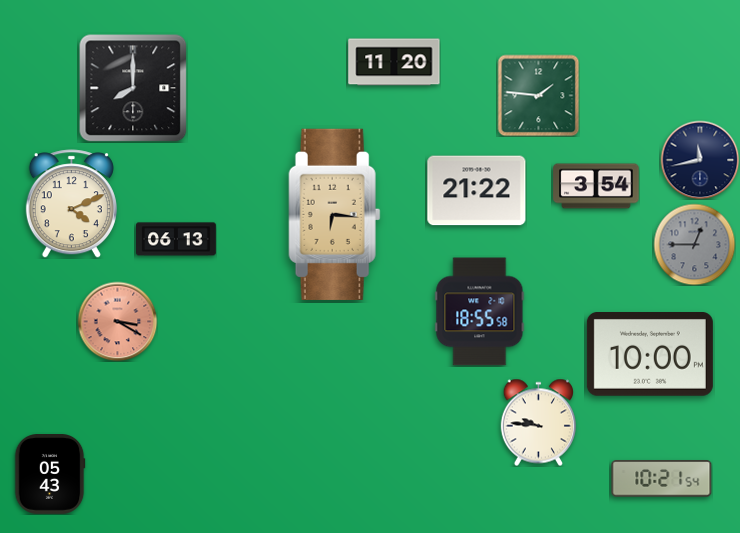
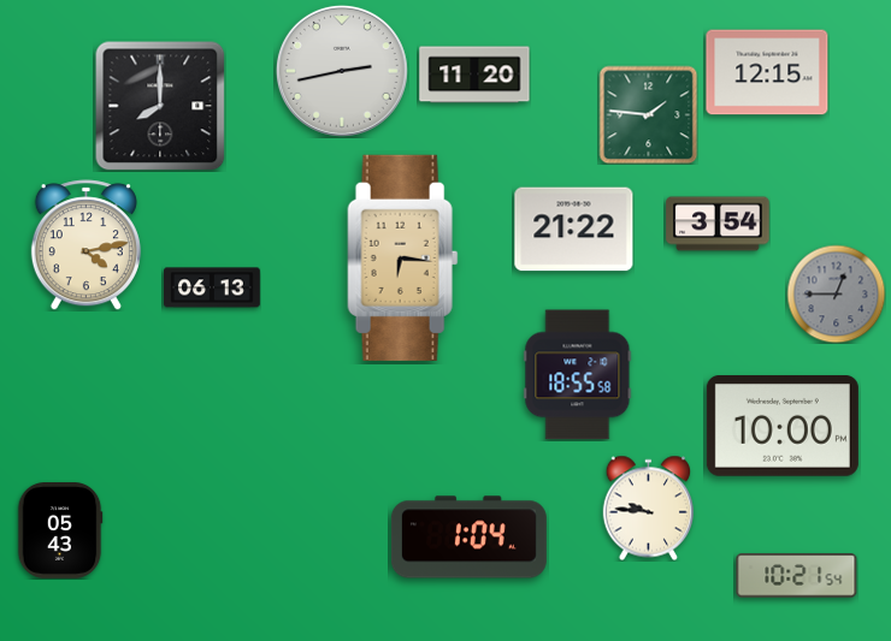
clock at (342, 71): none -> 2:43
clock at (767, 72): none -> 12:15
clock at (700, 160): 11:43 -> none
clock at (71, 204): 4:11 -> 4:13
clock at (117, 321): 3:20 -> none
clock at (468, 538): none -> 1:04
clock at (50, 475) position: (50, 475) -> (60, 532)
